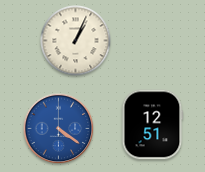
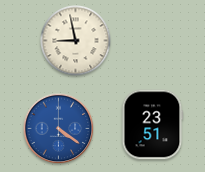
clock at (76, 41): 1:04 -> 8:58
clock at (153, 125): 12:51 -> 23:51
